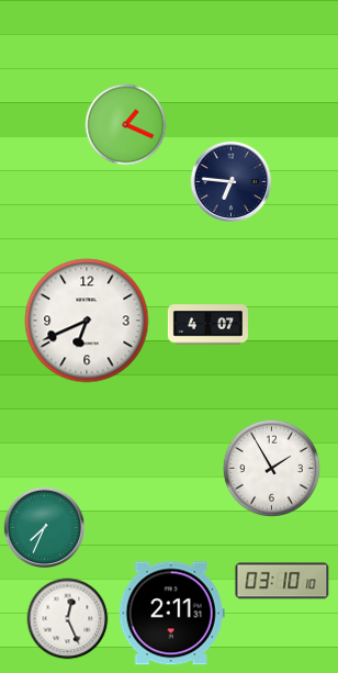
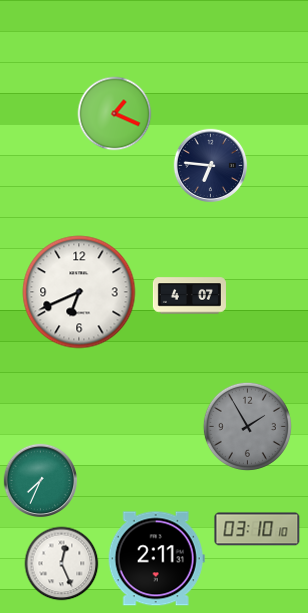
clock at (271, 468) dial: white -> grey
